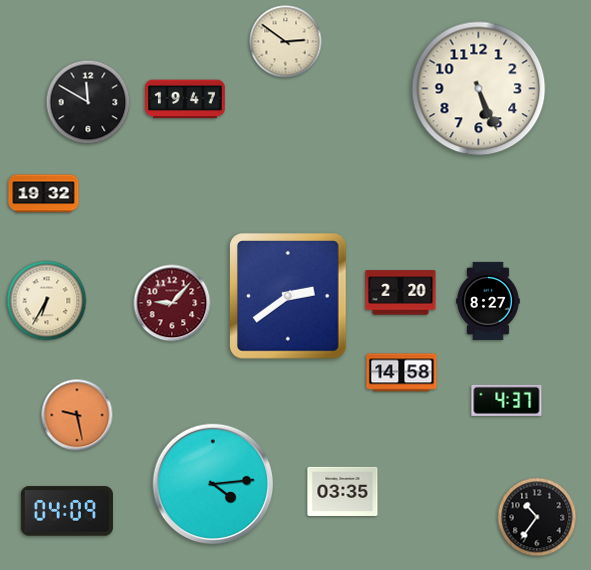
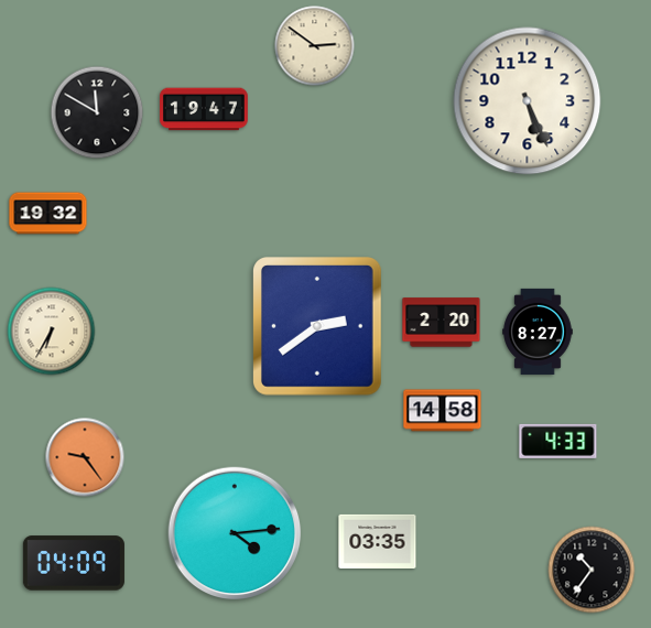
clock at (479, 89) position: (479, 89) -> (528, 101)
clock at (172, 303): 9:07 -> none
clock at (507, 400): 4:37 -> 4:33
clock at (77, 415): 9:28 -> 9:24
